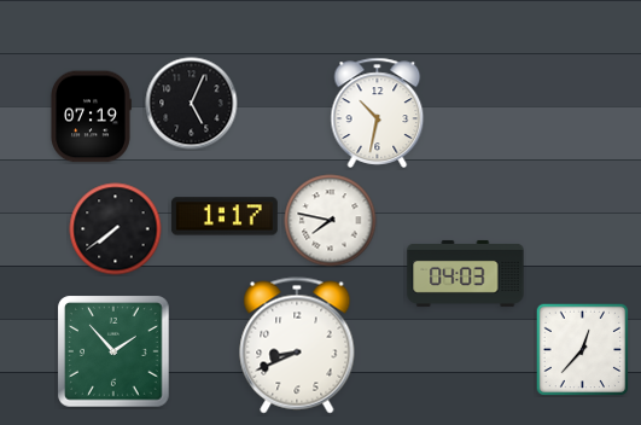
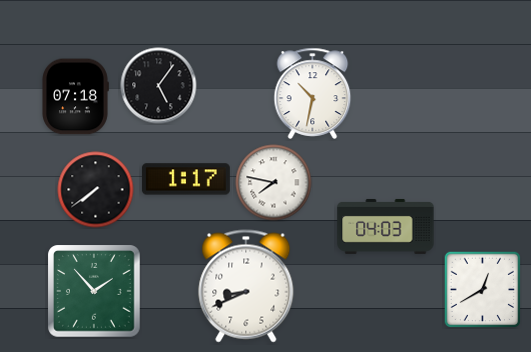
clock at (192, 104): 5:04 -> 5:06
clock at (91, 117): 07:19 -> 07:18
clock at (582, 349): 12:37 -> 12:40
